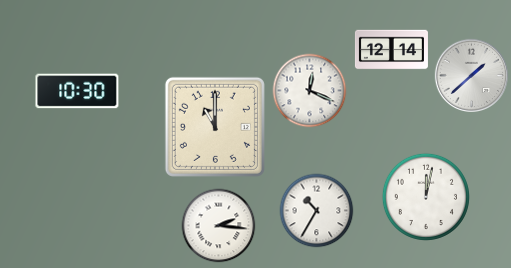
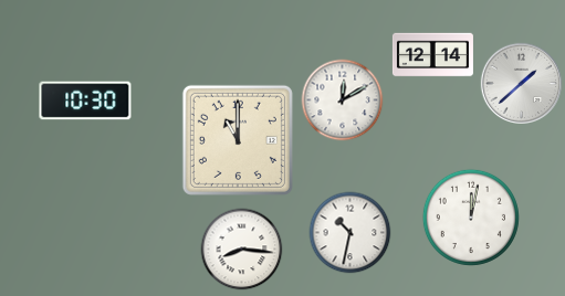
clock at (310, 91): 12:19 -> 12:10
clock at (317, 211): 10:35 -> 10:32
clock at (219, 226): 2:16 -> 8:16
